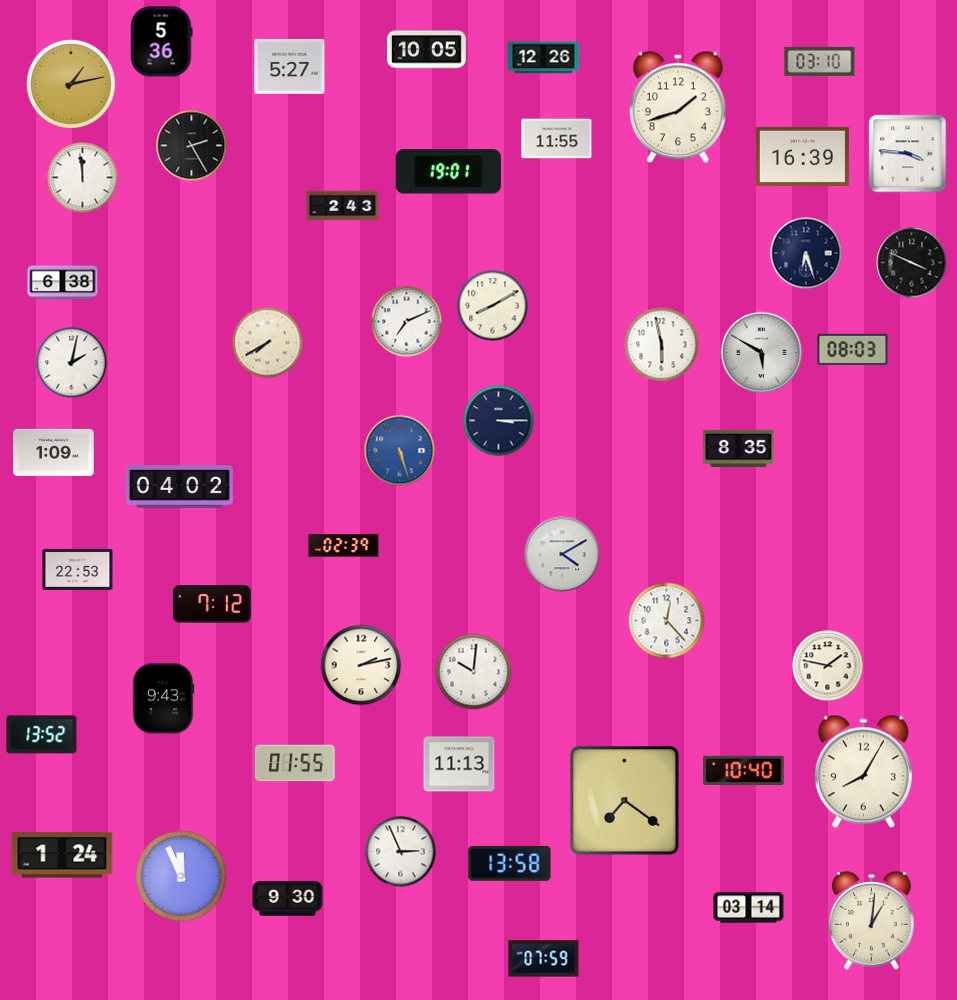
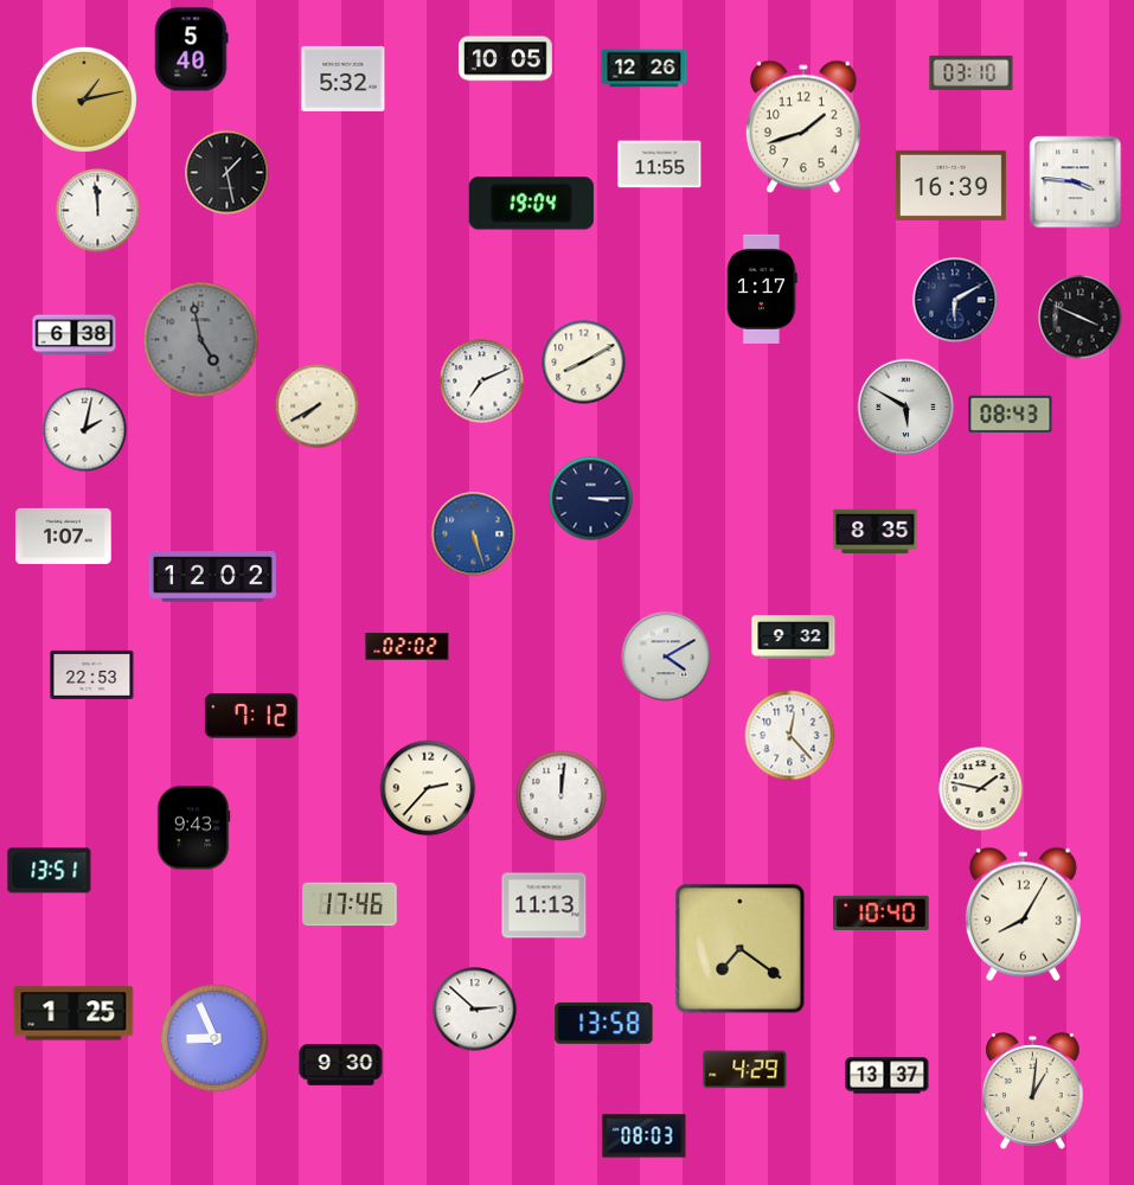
clock at (162, 42): 5:36 -> 5:40
clock at (290, 66): 5:27 -> 5:32
clock at (192, 146): 2:25 -> 1:28
clock at (448, 172): 19:01 -> 19:04
clock at (343, 206): 2:43 -> none
clock at (762, 289): none -> 1:17
clock at (806, 253): 6:27 -> 6:10
clock at (912, 263) position: (912, 263) -> (1081, 318)
clock at (201, 340): none -> 4:58
clock at (662, 345): 5:58 -> none
clock at (853, 349): 08:03 -> 08:43
clock at (762, 353) position: (762, 353) -> (906, 408)
clock at (54, 452): 1:09 -> 1:07
clock at (179, 487): 04:02 -> 12:02
clock at (794, 638): none -> 9:32
clock at (344, 546): 02:39 -> 02:02
clock at (361, 665): 2:13 -> 2:37
clock at (474, 672): 10:01 -> 12:01
clock at (42, 735): 13:52 -> 13:51
clock at (295, 763): 01:55 -> 17:46
clock at (401, 852): 2:56 -> 2:52
clock at (62, 855): 1:24 -> 1:25
clock at (181, 876): 11:56 -> 8:56
clock at (745, 1070): none -> 4:29
clock at (749, 908): 03:14 -> 13:37
clock at (544, 959): 07:59 -> 08:03
